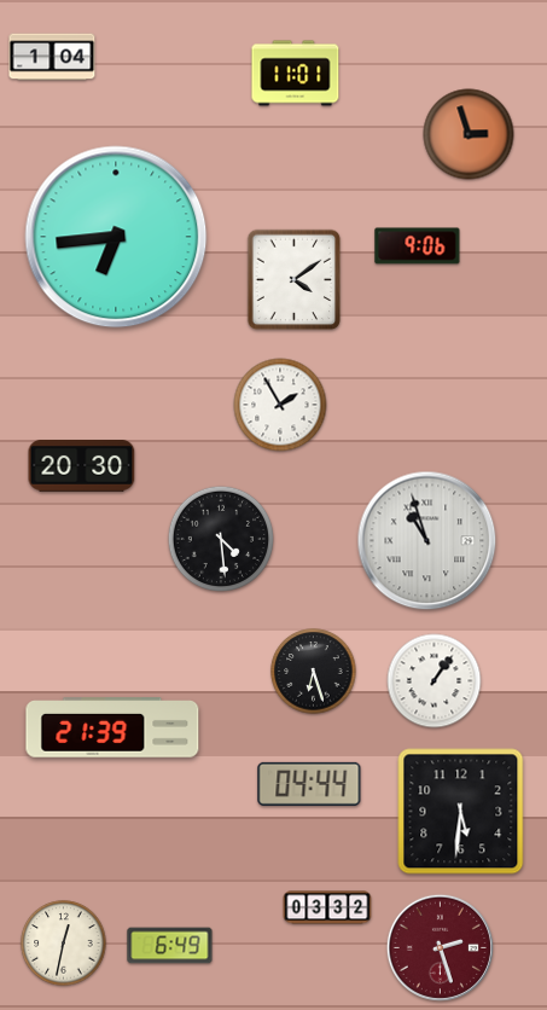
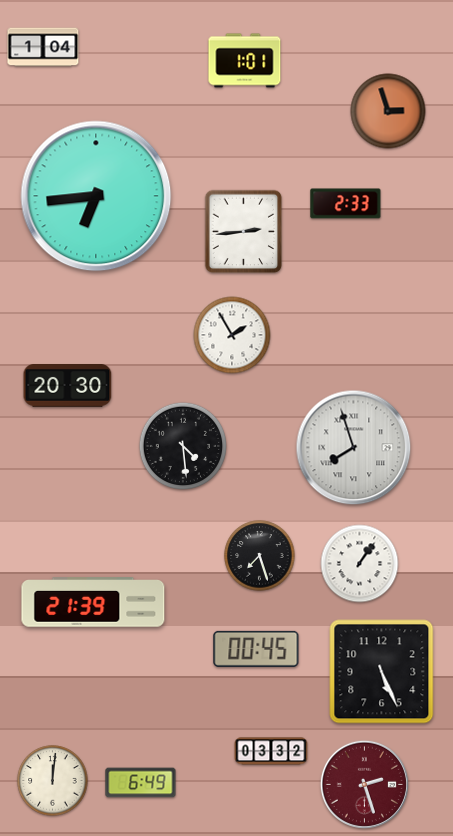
clock at (296, 74): 11:01 -> 1:01
clock at (418, 246): 9:06 -> 2:33
clock at (295, 280): 4:09 -> 2:44
clock at (427, 541): 10:57 -> 7:57
clock at (314, 672): 6:27 -> 7:27
clock at (309, 784): 04:44 -> 00:45
clock at (461, 812): 5:31 -> 5:26
clock at (64, 944): 12:32 -> 12:01
